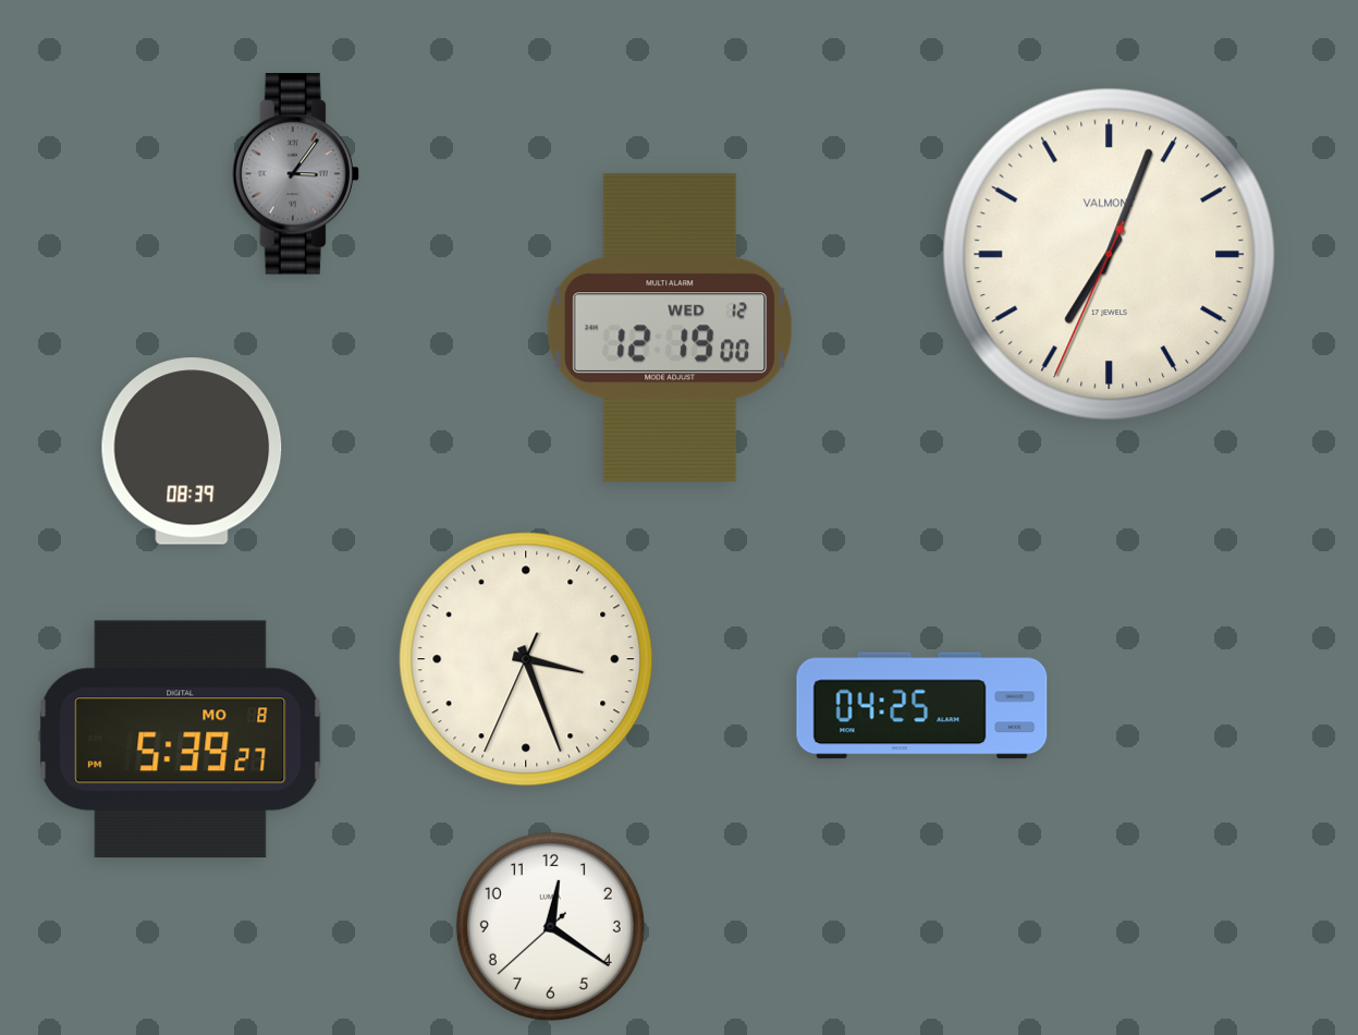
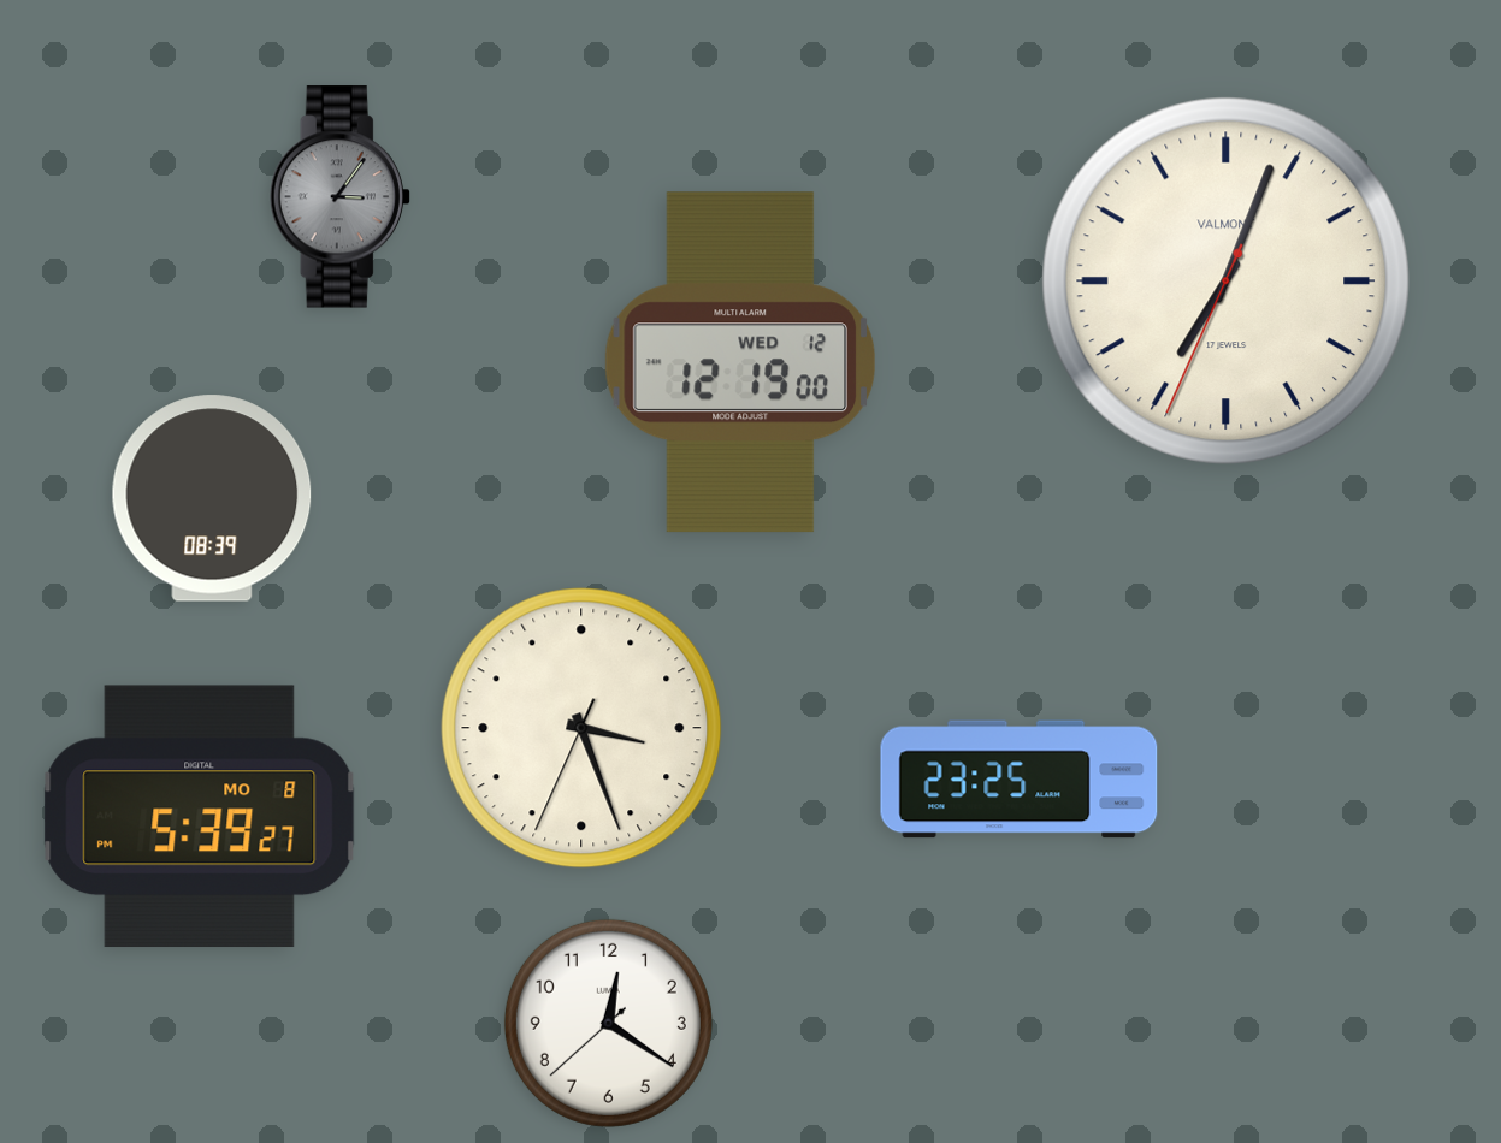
clock at (295, 174) position: (295, 174) -> (339, 197)
clock at (922, 706): 04:25 -> 23:25
